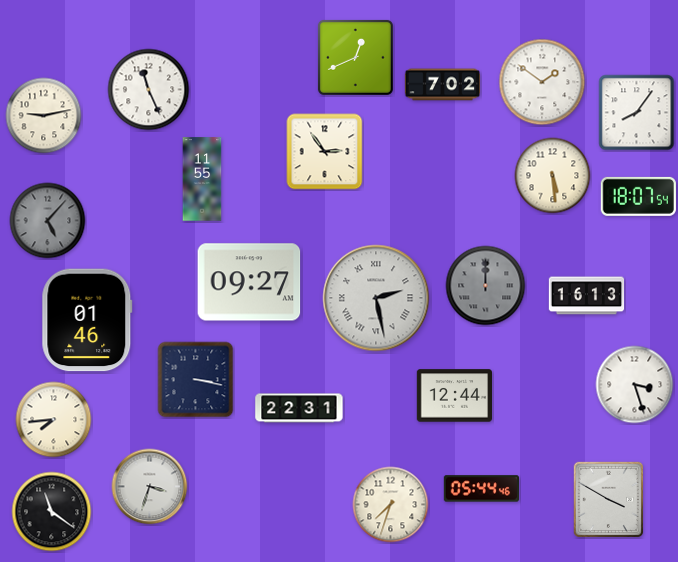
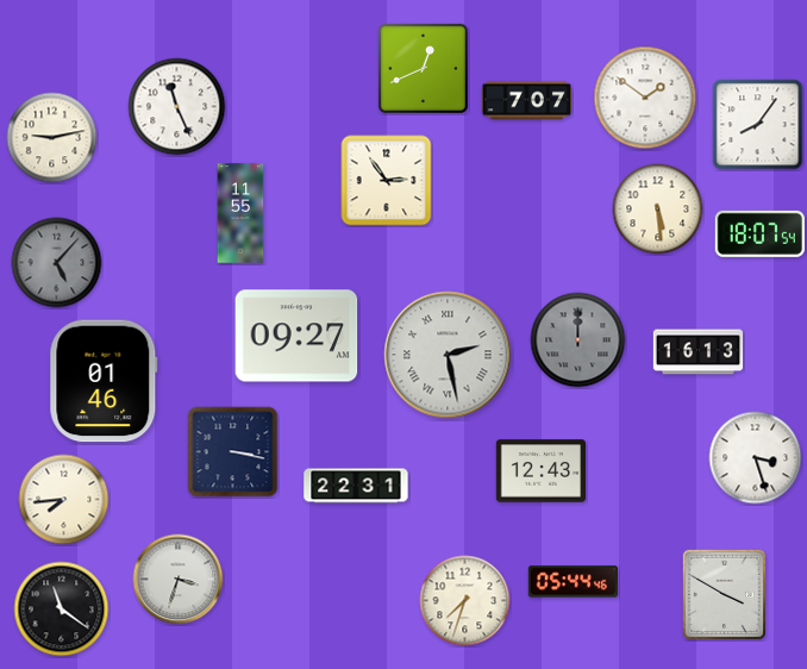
clock at (443, 85): 7:02 -> 7:07
clock at (637, 113) position: (637, 113) -> (758, 125)
clock at (454, 396): 12:44 -> 12:43
